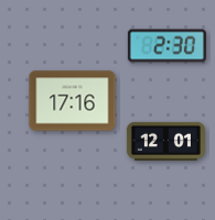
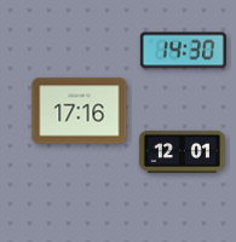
clock at (166, 46): 2:30 -> 14:30
clock at (165, 141) position: (165, 141) -> (182, 151)
